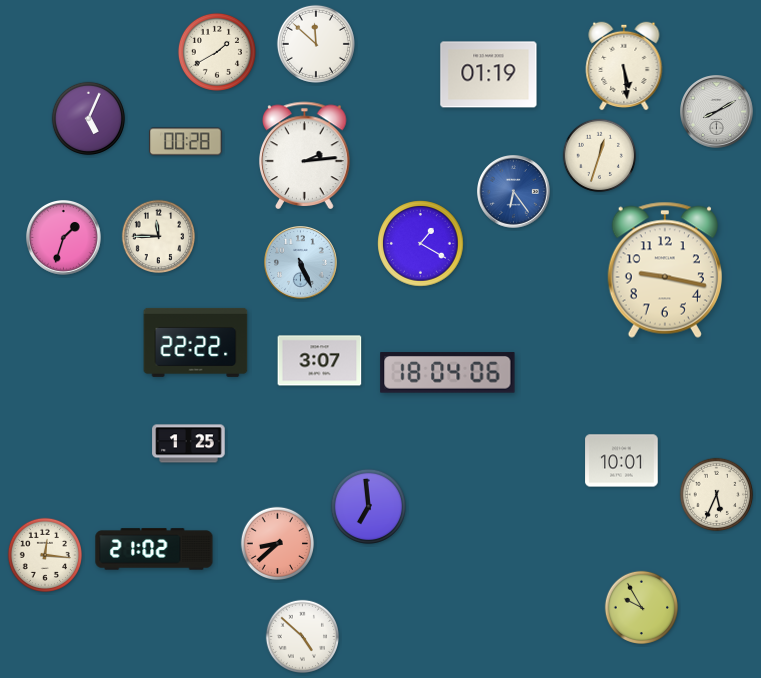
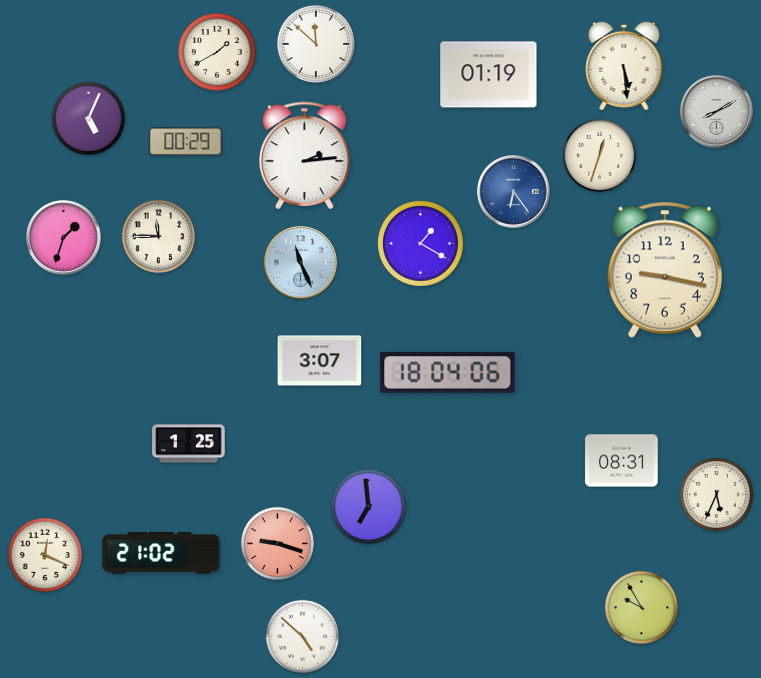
clock at (186, 142): 00:28 -> 00:29
clock at (301, 263): 5:26 -> 11:26
clock at (196, 342): 22:22 -> none
clock at (622, 461): 10:01 -> 08:31
clock at (278, 544): 8:38 -> 9:18
clock at (154, 549) position: (154, 549) -> (161, 553)
clock at (44, 554): 12:16 -> 12:19
